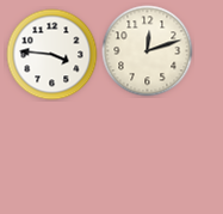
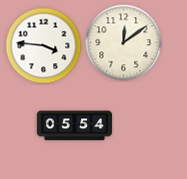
clock at (148, 51): 12:12 -> 12:09
clock at (75, 126): none -> 05:54
